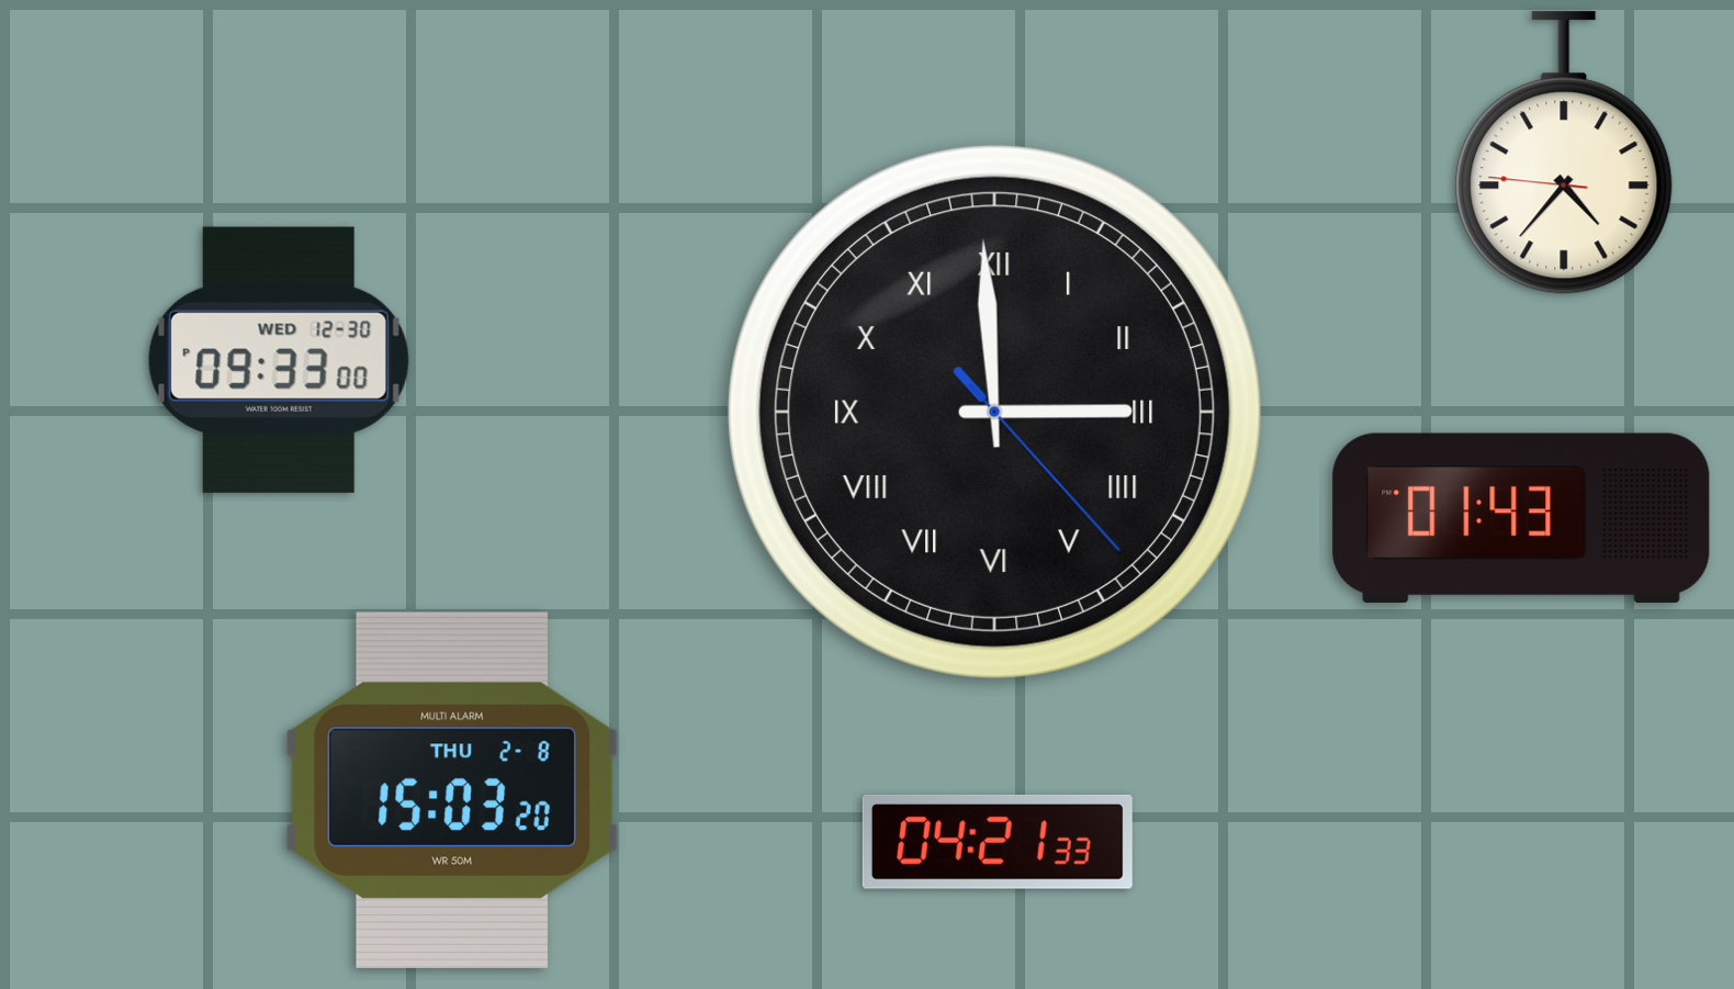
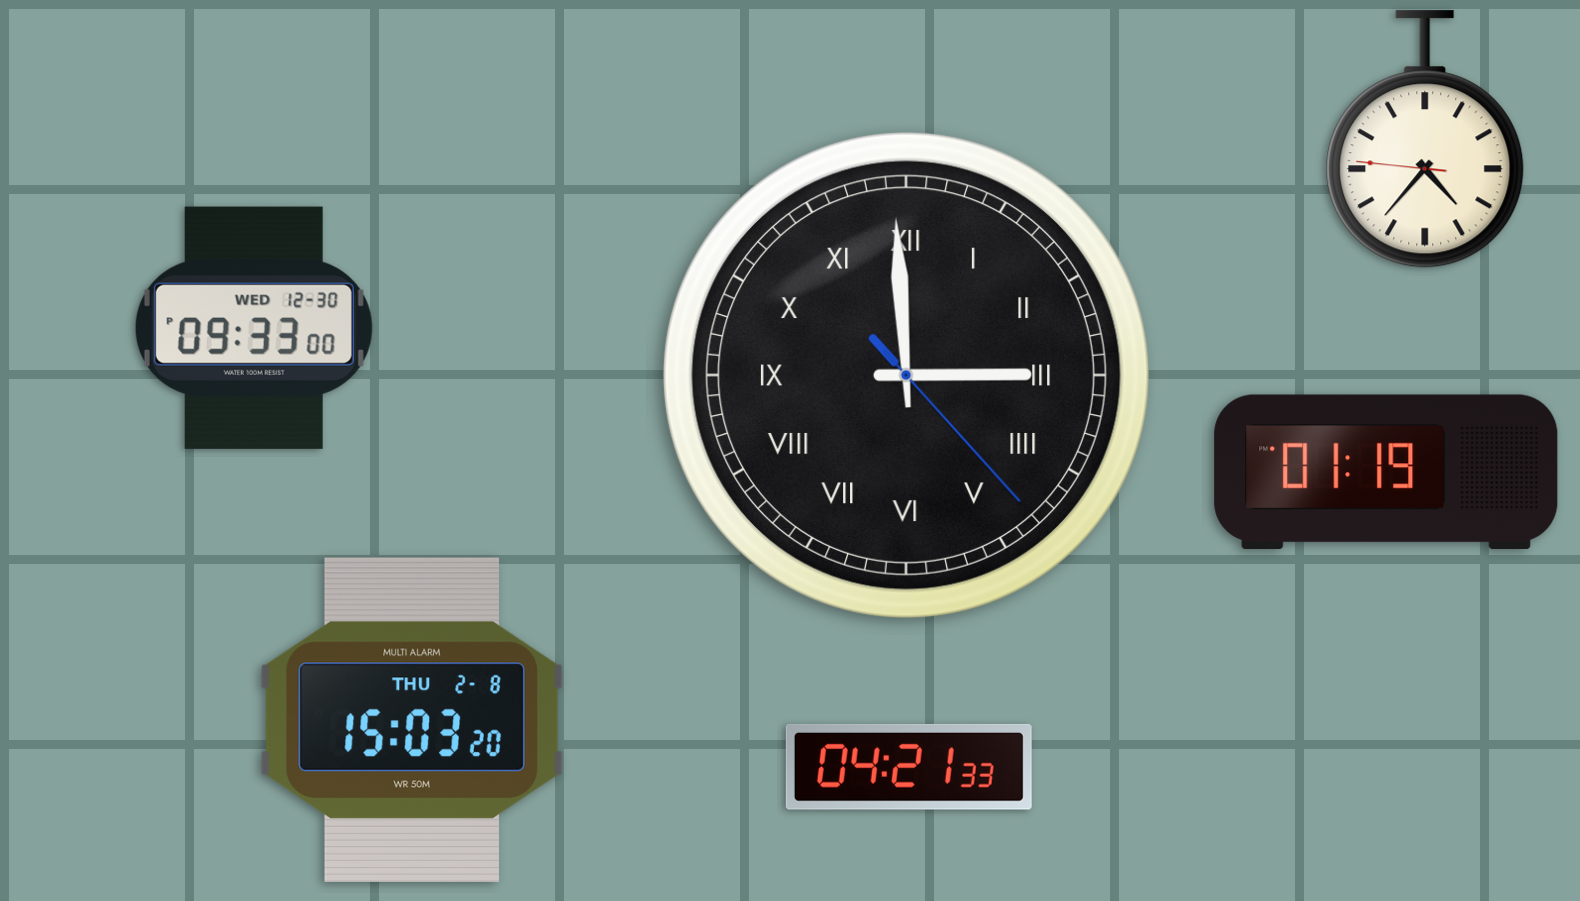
clock at (1521, 517): 01:43 -> 01:19
